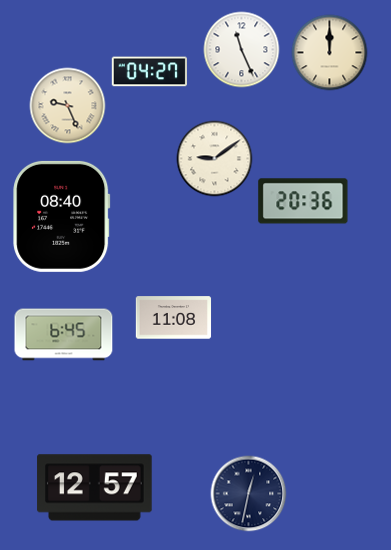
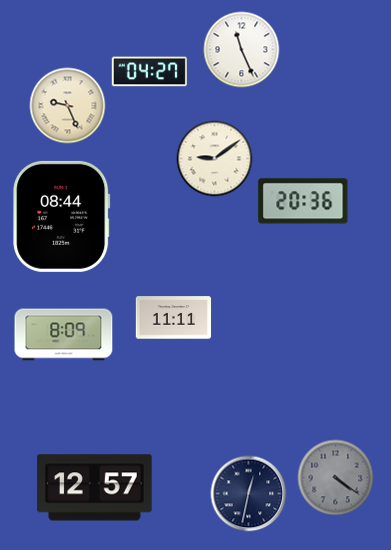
clock at (330, 53): 12:00 -> none
clock at (62, 216): 08:40 -> 08:44
clock at (174, 318): 11:08 -> 11:11
clock at (64, 335): 6:45 -> 8:09
clock at (336, 478): none -> 4:21
